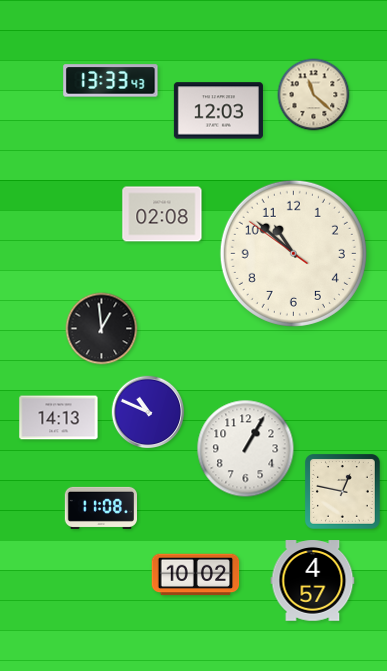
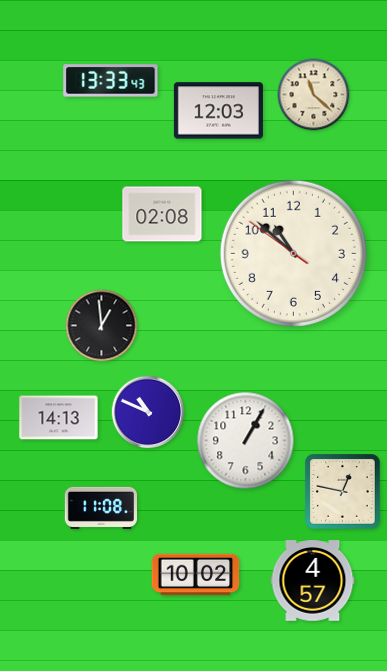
clock at (102, 329) position: (102, 329) -> (102, 326)
clock at (246, 449) position: (246, 449) -> (246, 441)
